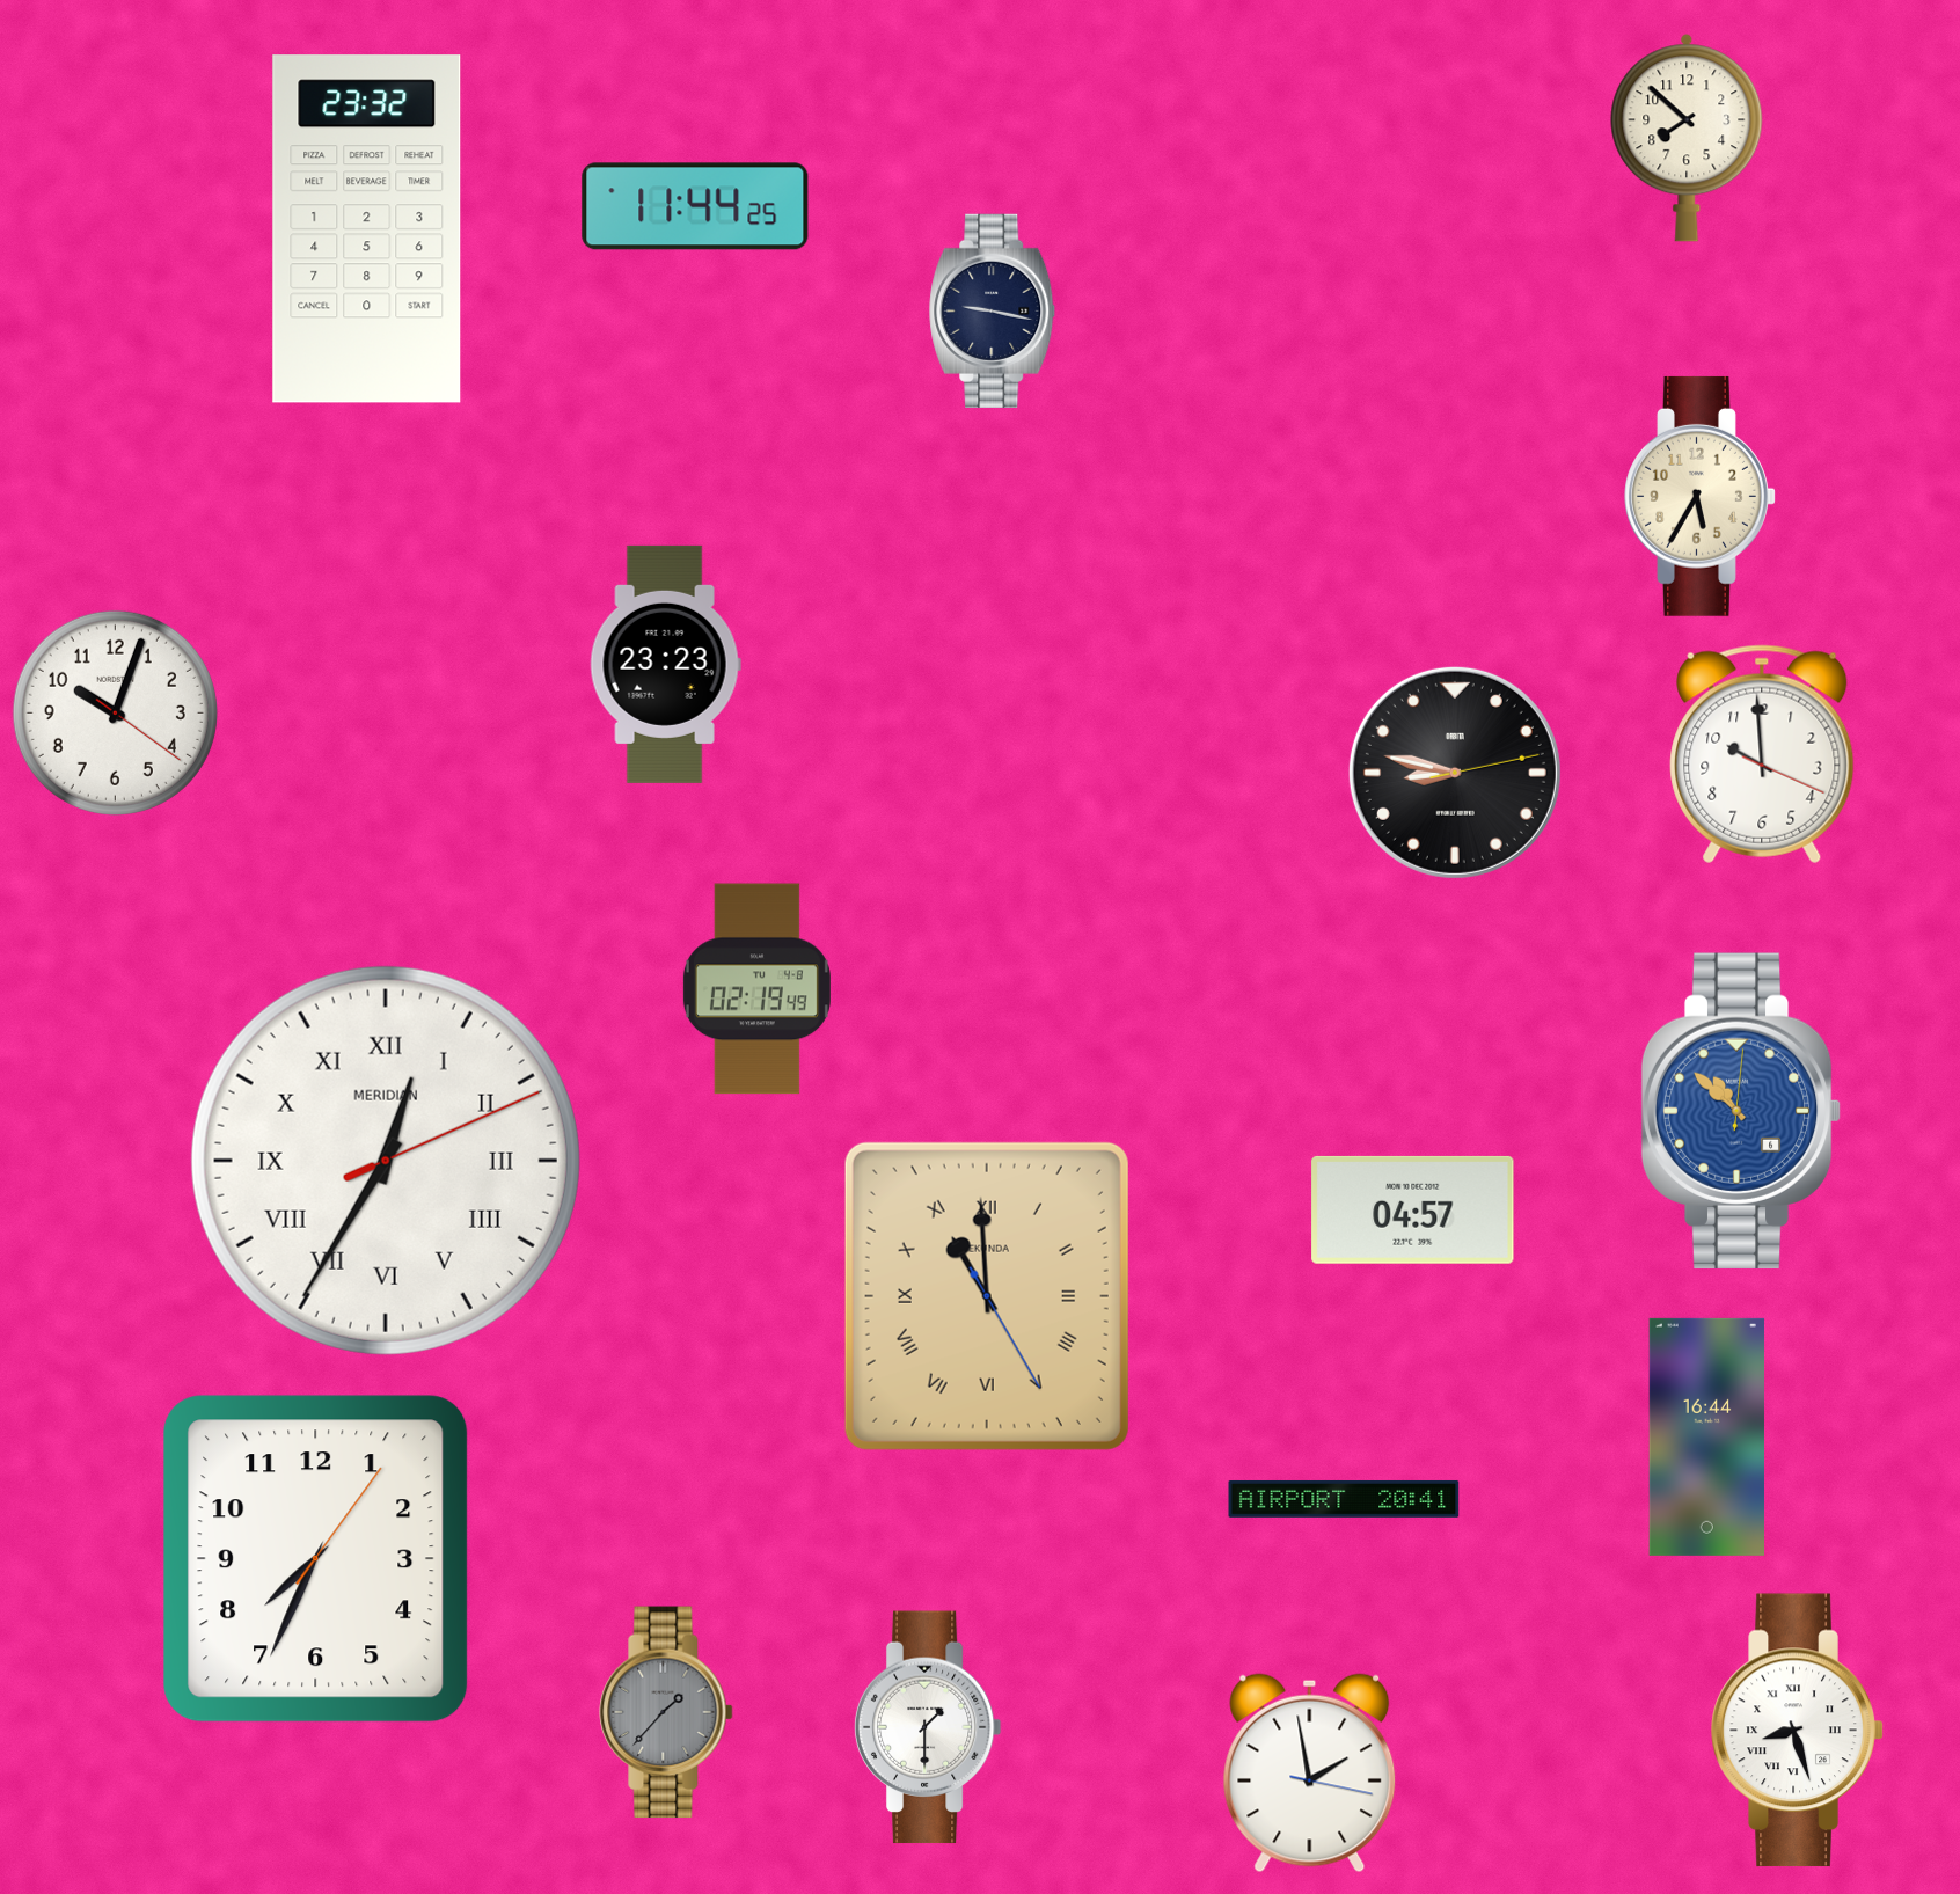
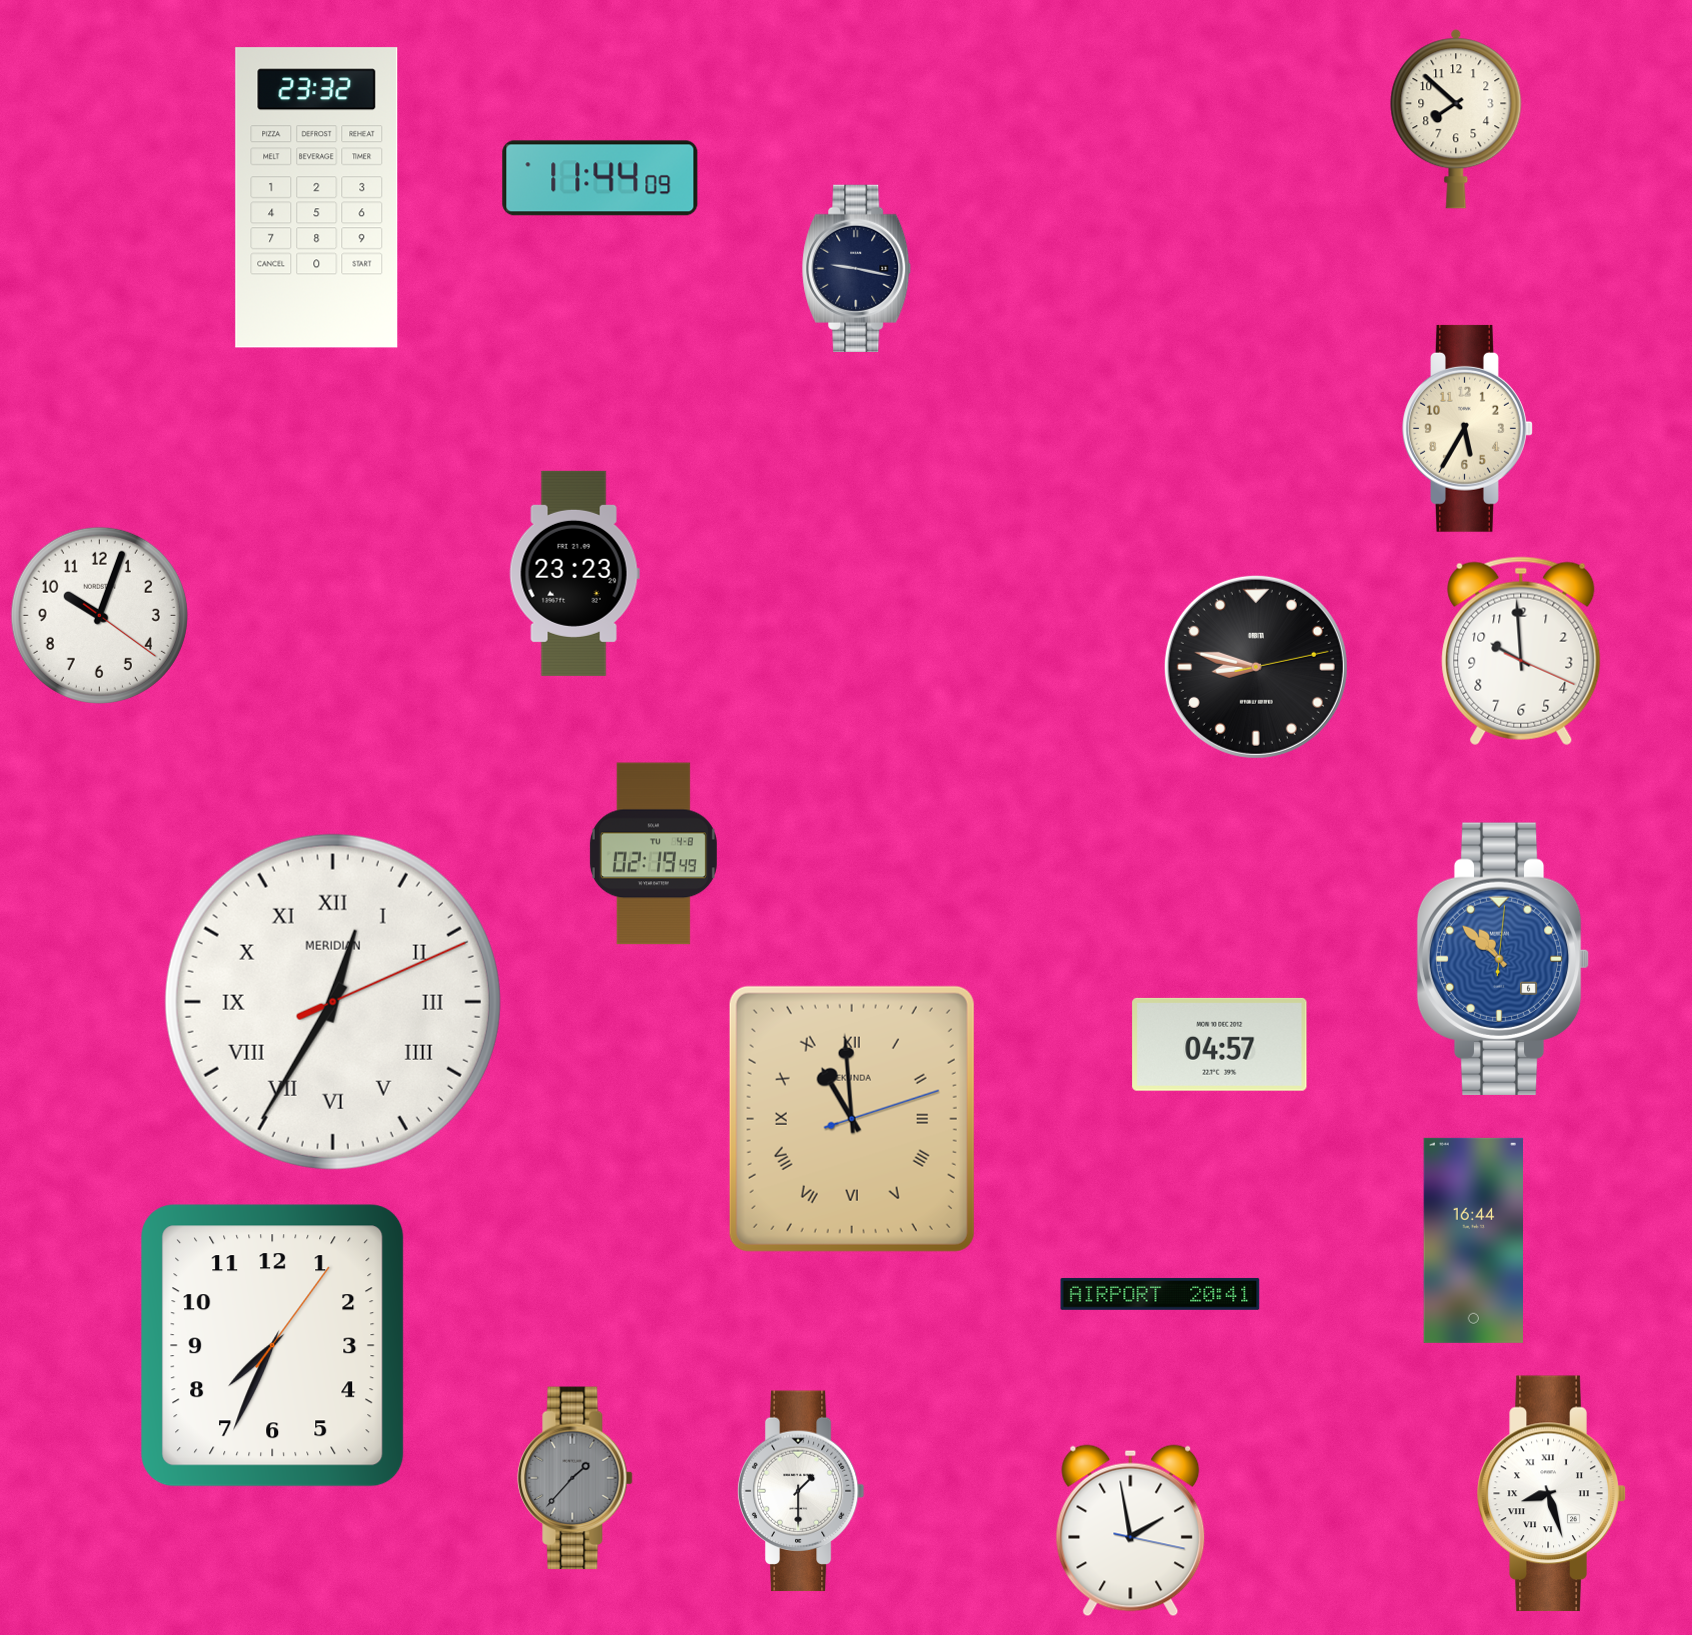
clock at (695, 206): 11:44:25 -> 11:44:09
clock at (987, 1296): 10:59:25 -> 10:59:12
